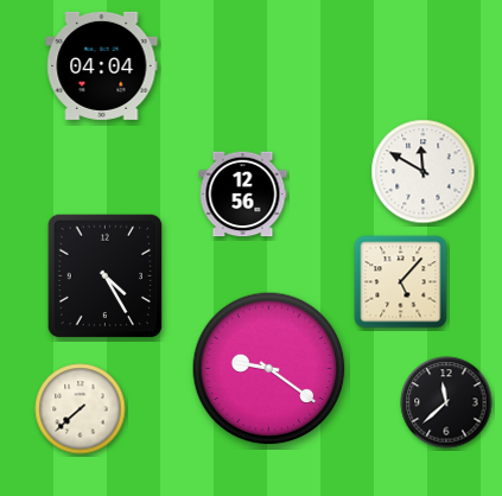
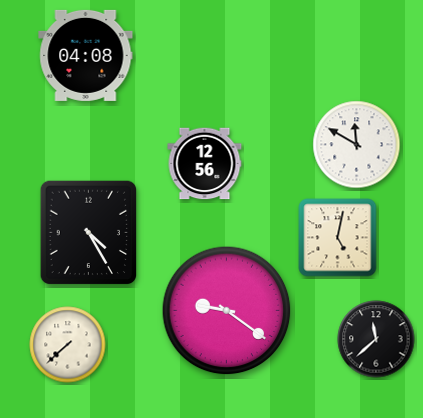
clock at (102, 65): 04:04 -> 04:08
clock at (401, 282): 5:07 -> 5:02
